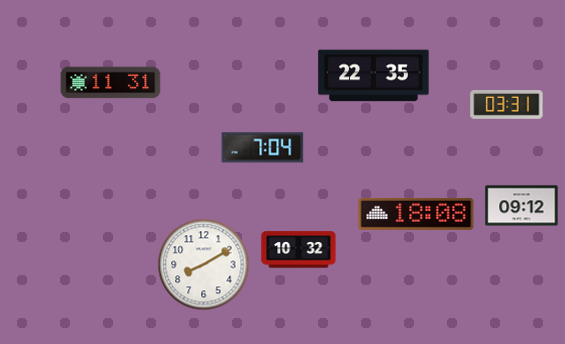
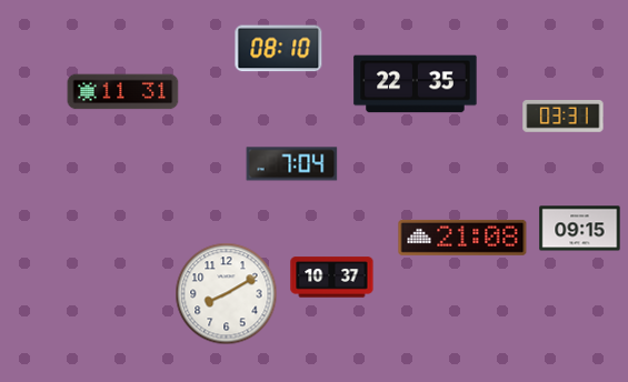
clock at (279, 49): none -> 08:10
clock at (522, 206): 09:12 -> 09:15
clock at (416, 214): 18:08 -> 21:08
clock at (299, 250): 10:32 -> 10:37
